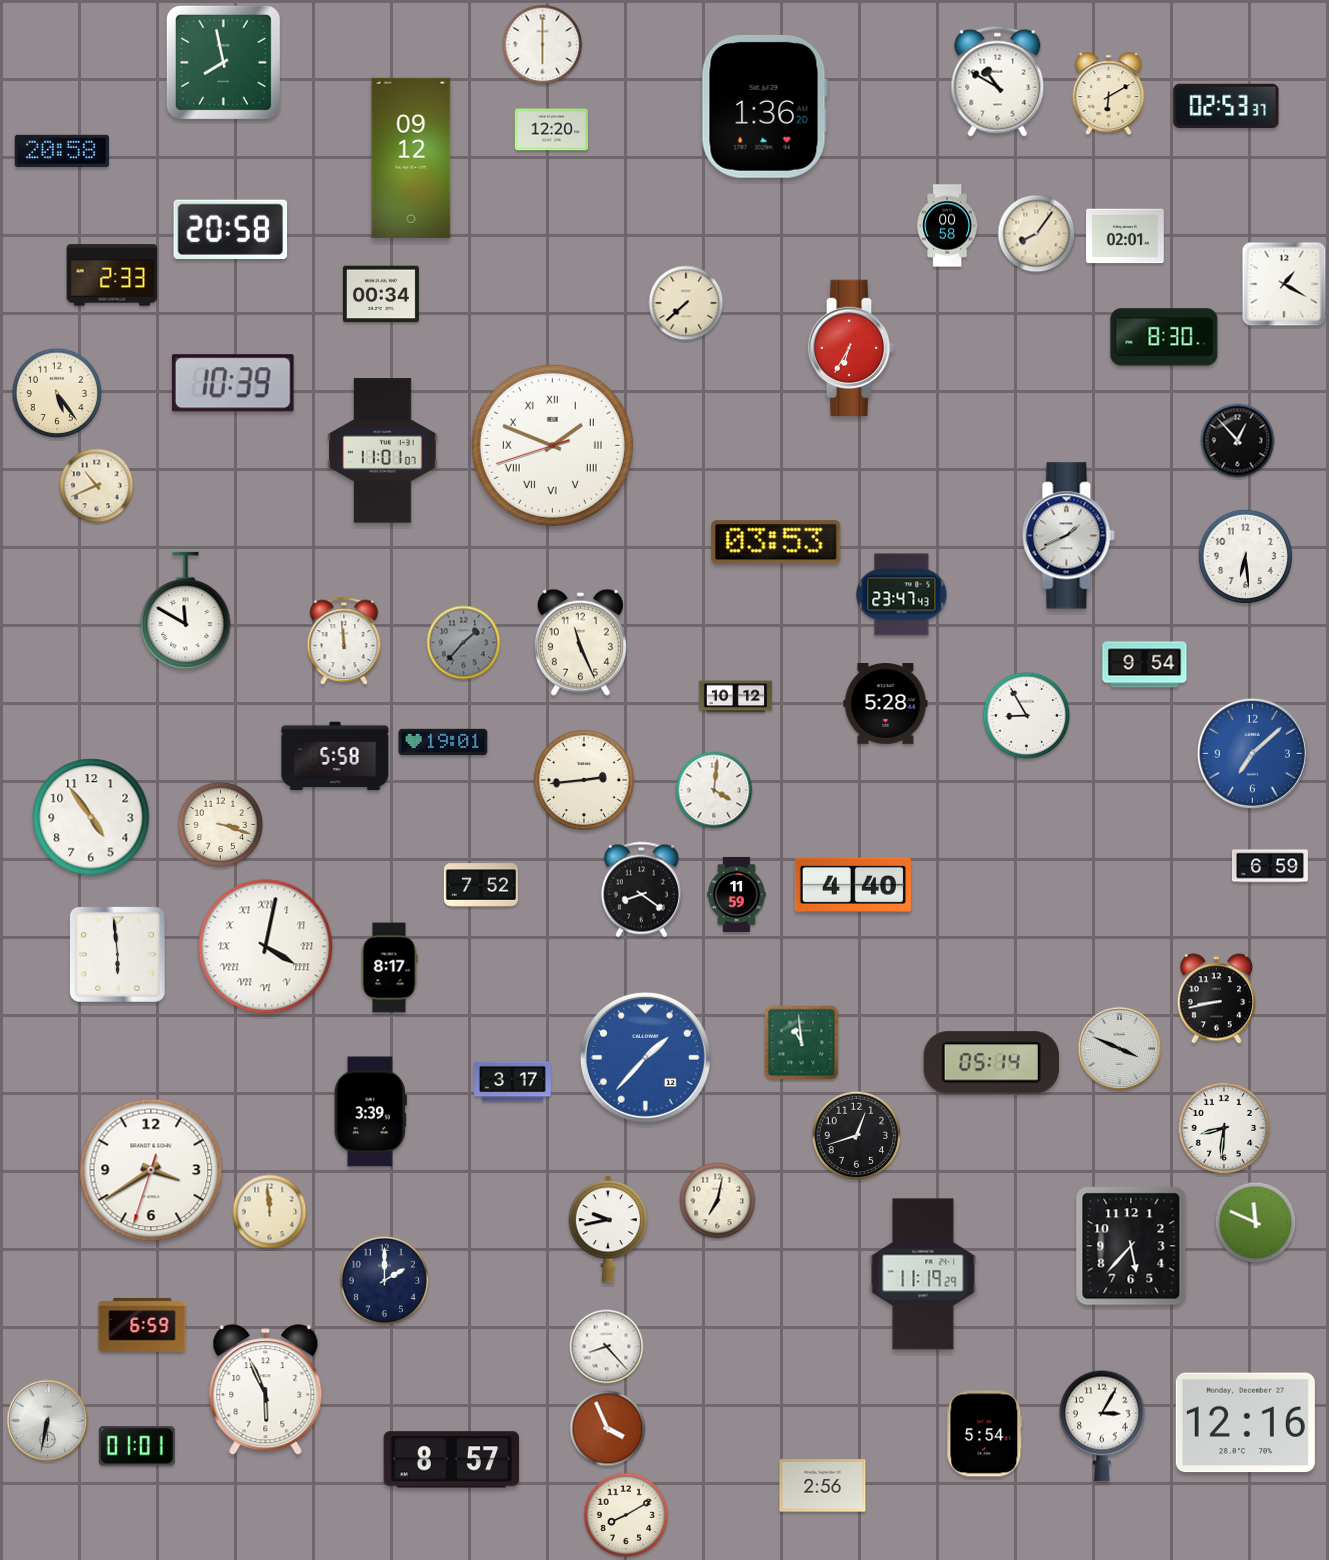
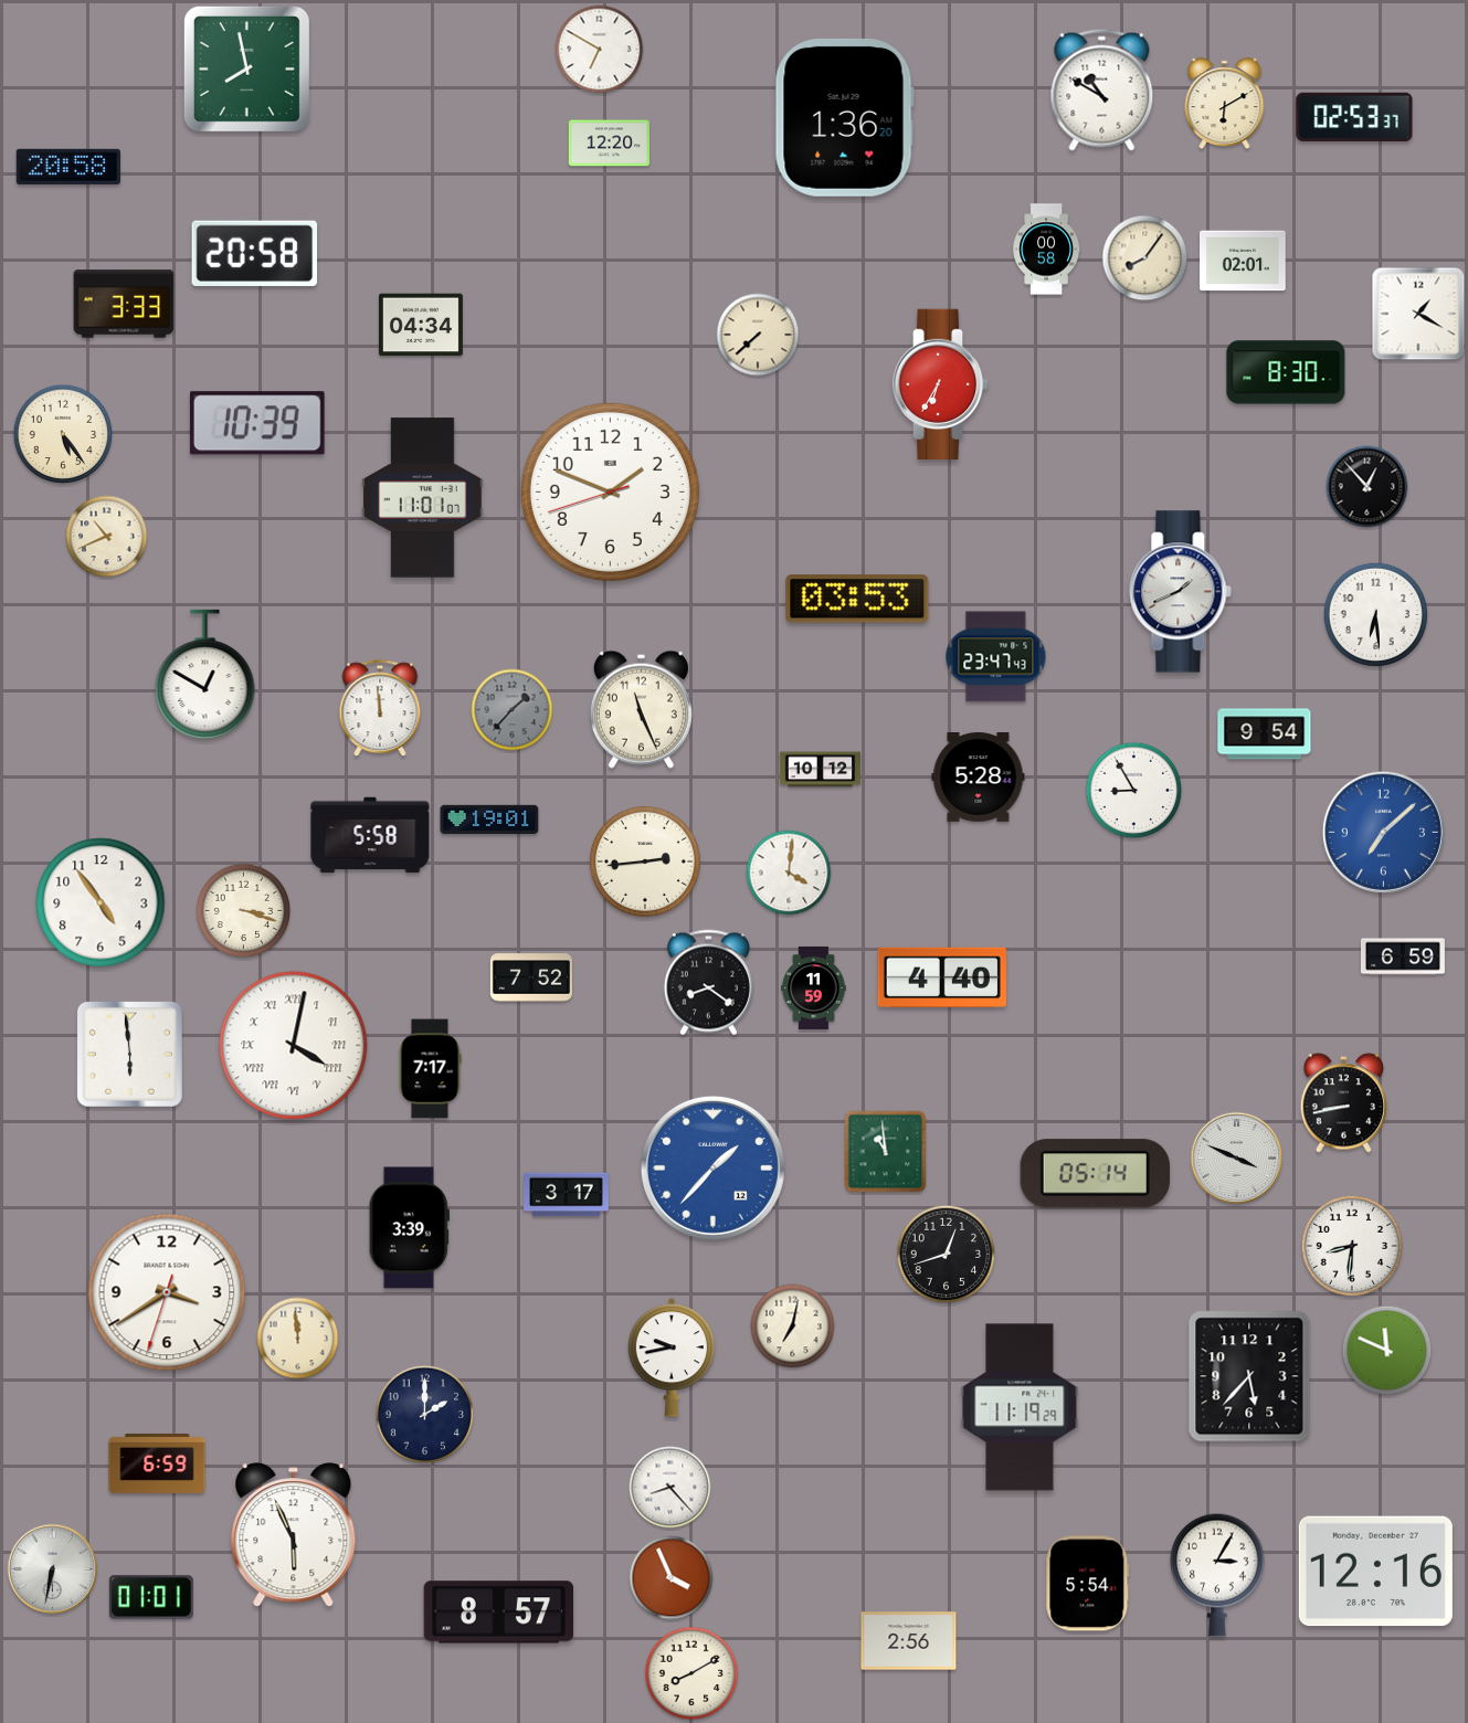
clock at (543, 45): 6:00 -> 6:50
clock at (411, 158): 09:12 -> none
clock at (112, 275): 2:33 -> 3:33
clock at (381, 294): 00:34 -> 04:34
clock at (552, 445) numerals: Roman -> Arabic
clock at (186, 611): 11:50 -> 12:50
clock at (736, 697) position: (736, 697) -> (821, 770)
clock at (389, 968): 8:17 -> 7:17
